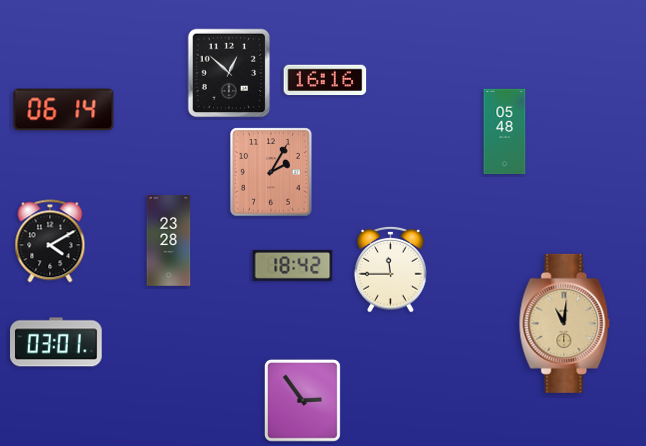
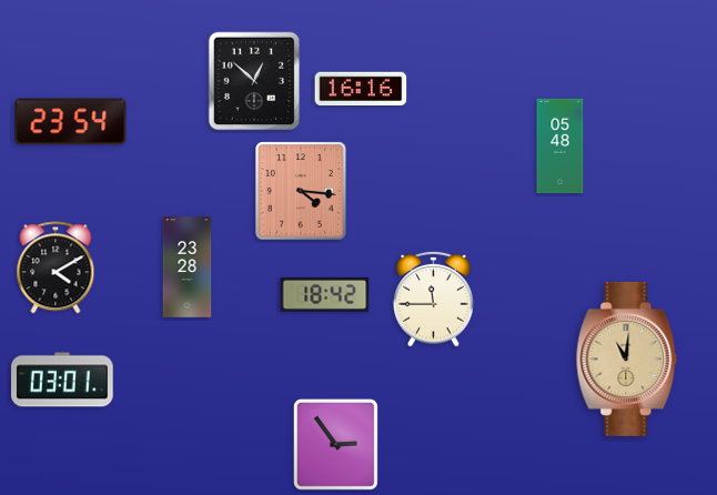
clock at (64, 110): 06:14 -> 23:54
clock at (271, 172): 2:05 -> 4:16
